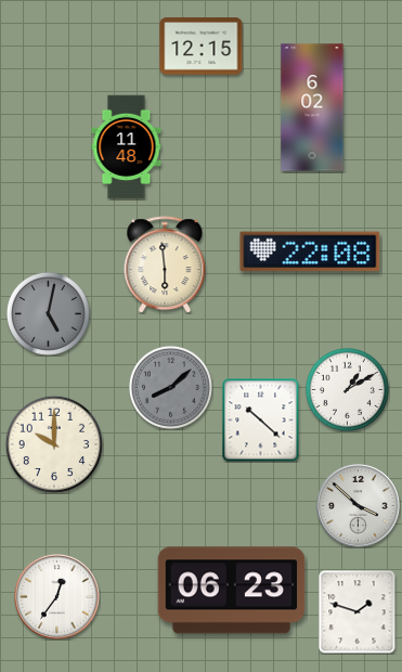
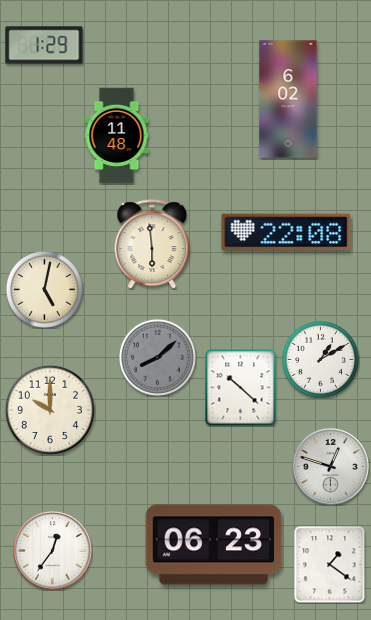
clock at (202, 47): 12:15 -> none
clock at (44, 45): none -> 1:29
clock at (48, 313) dial: grey -> cream
clock at (359, 506): 3:52 -> 12:48
clock at (358, 611): 1:48 -> 1:21
